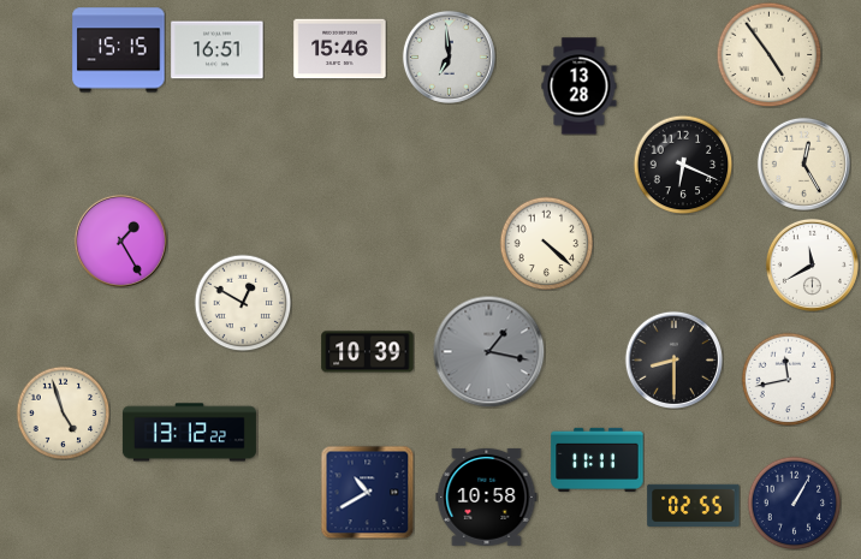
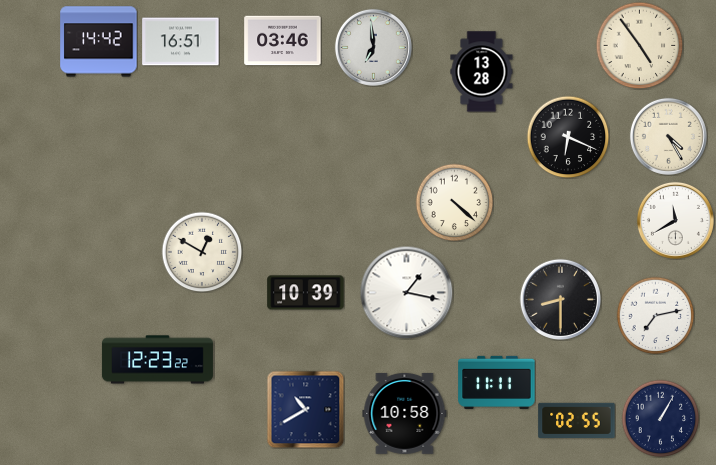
clock at (340, 49): 15:46 -> 03:46
clock at (119, 50): 15:15 -> 14:42
clock at (803, 163): 12:25 -> 4:25
clock at (120, 240): 1:25 -> none
clock at (488, 351) dial: grey -> white
clock at (788, 379): 11:43 -> 7:13
clock at (63, 412): 4:57 -> none
clock at (189, 433): 13:12 -> 12:23
